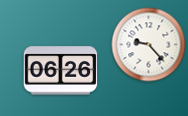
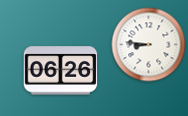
clock at (149, 45): 9:23 -> 8:46
